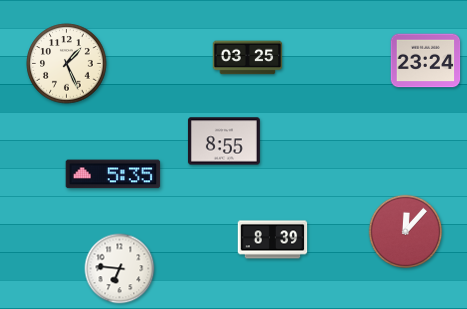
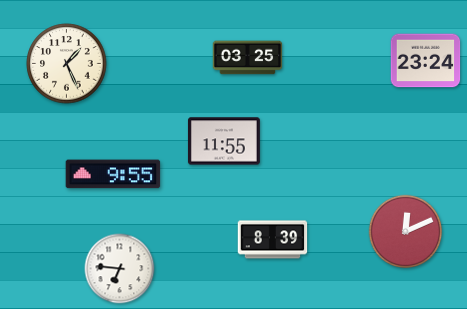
clock at (224, 141): 8:55 -> 11:55
clock at (113, 174): 5:35 -> 9:55
clock at (406, 232): 12:07 -> 12:11
